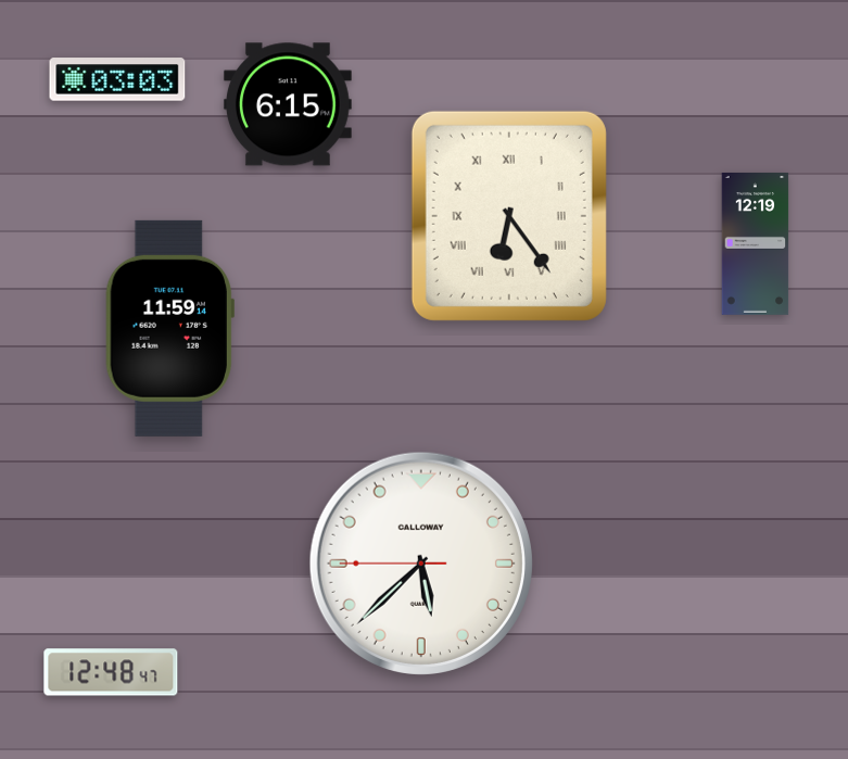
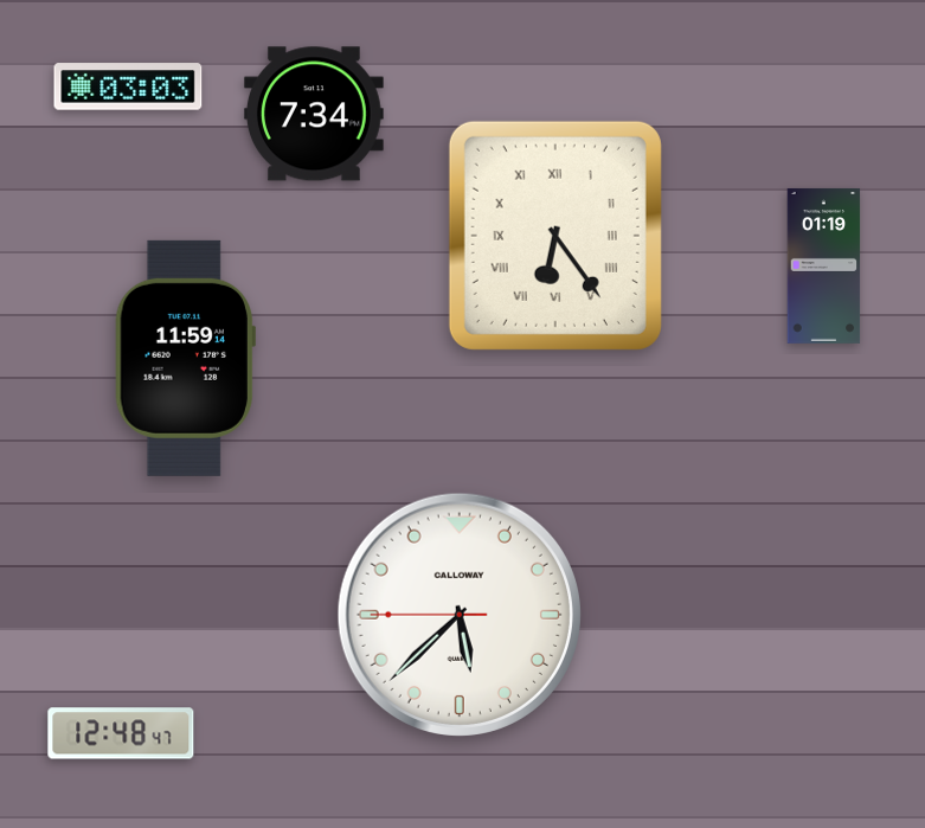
clock at (288, 104): 6:15 -> 7:34
clock at (756, 243): 12:19 -> 01:19
